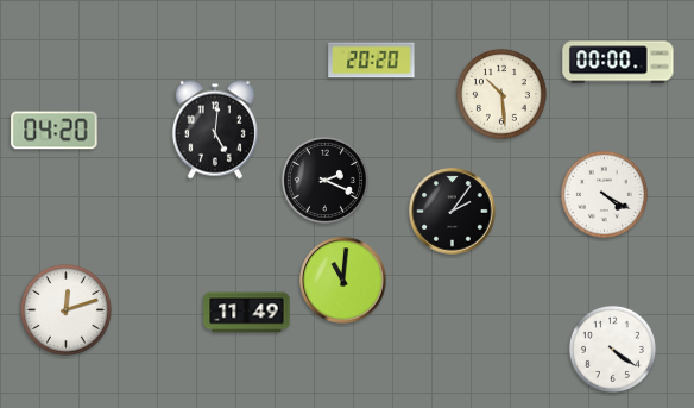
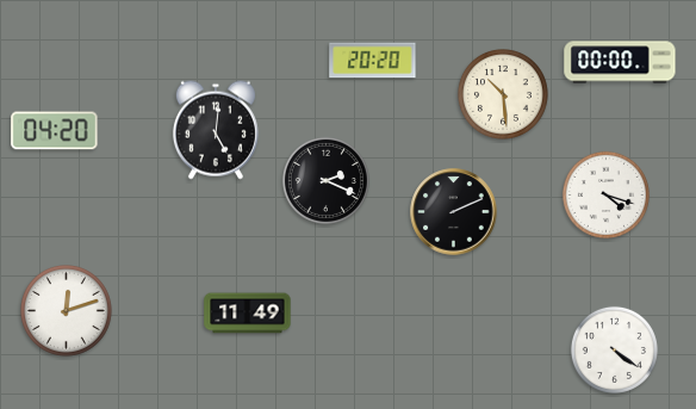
clock at (604, 194): 4:20 -> 4:18
clock at (453, 212): 2:06 -> 2:11
clock at (343, 281): 11:01 -> none
